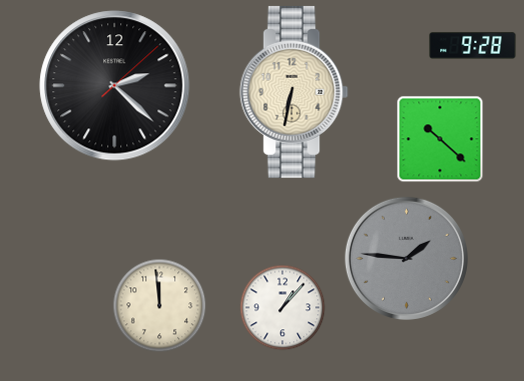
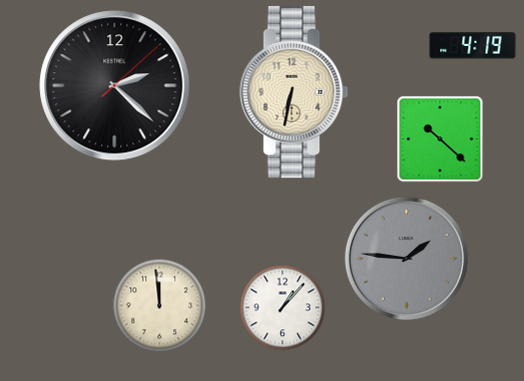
clock at (473, 46): 9:28 -> 4:19
